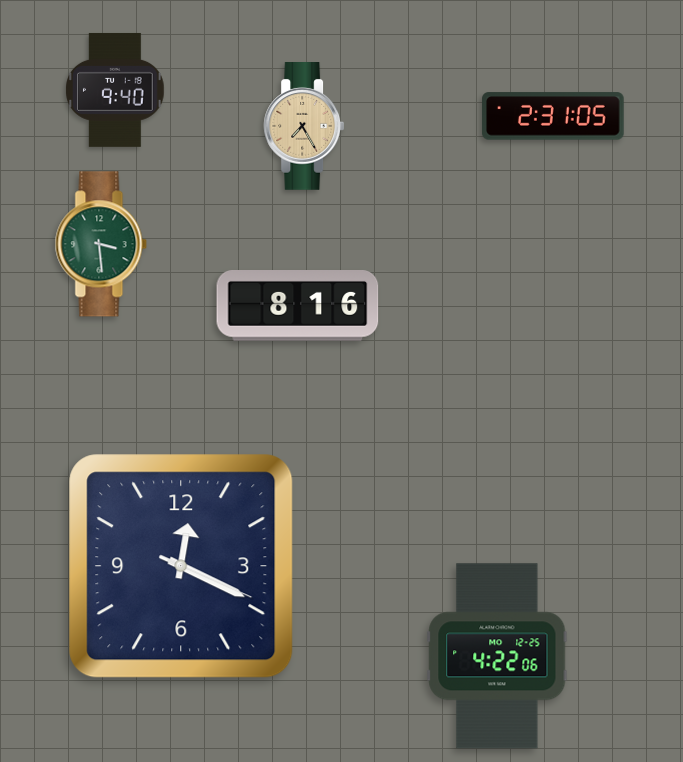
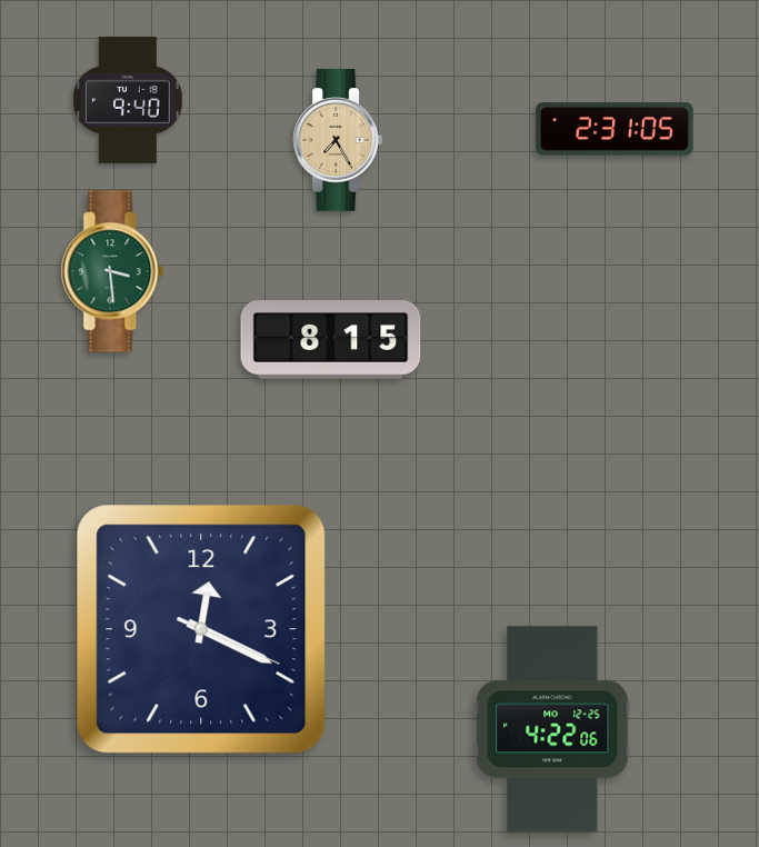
clock at (298, 306): 8:16 -> 8:15
